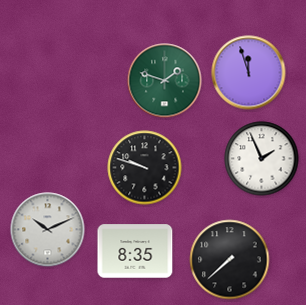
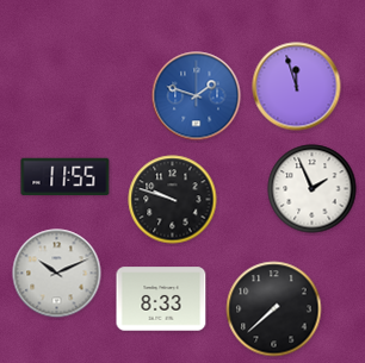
clock at (165, 81) dial: green -> blue
clock at (66, 177): none -> 11:55
clock at (135, 251): 8:35 -> 8:33
